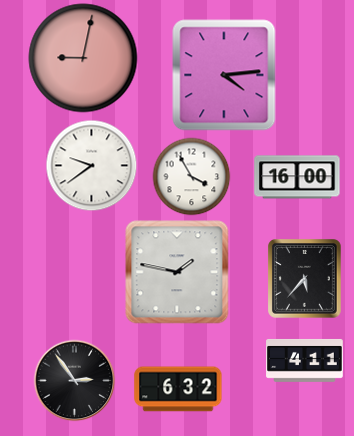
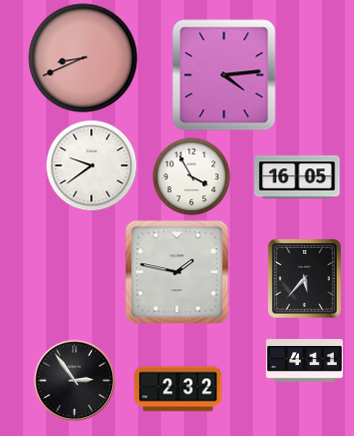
clock at (83, 58): 9:02 -> 8:41
clock at (297, 177): 16:00 -> 16:05
clock at (178, 389): 6:32 -> 2:32
